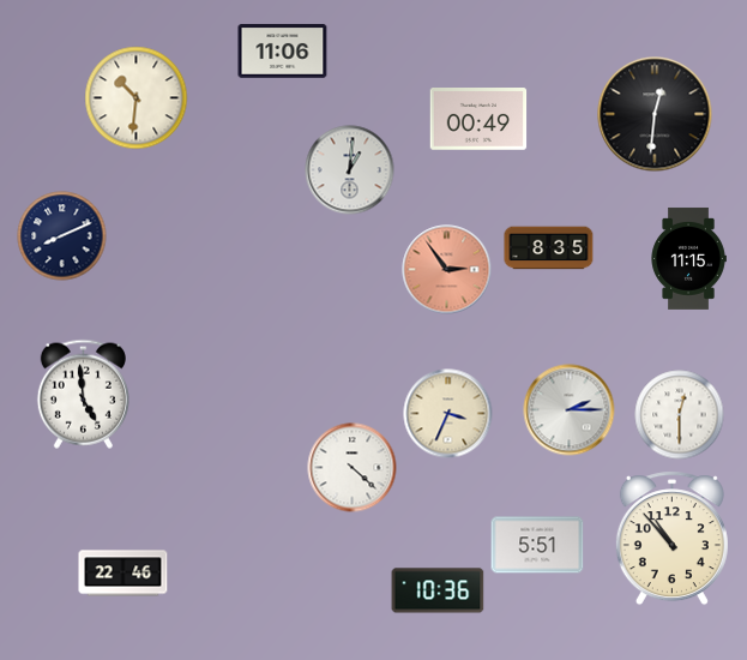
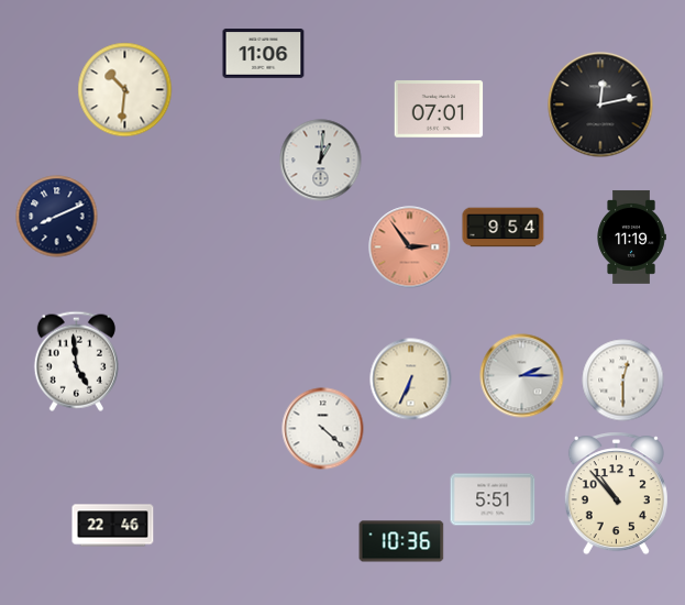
clock at (283, 52) position: (283, 52) -> (264, 54)
clock at (655, 114): 12:31 -> 12:13
clock at (478, 120): 00:49 -> 07:01
clock at (350, 170) position: (350, 170) -> (321, 161)
clock at (549, 248): 8:35 -> 9:54
clock at (688, 258): 11:15 -> 11:19
clock at (448, 414): 3:34 -> 6:34
